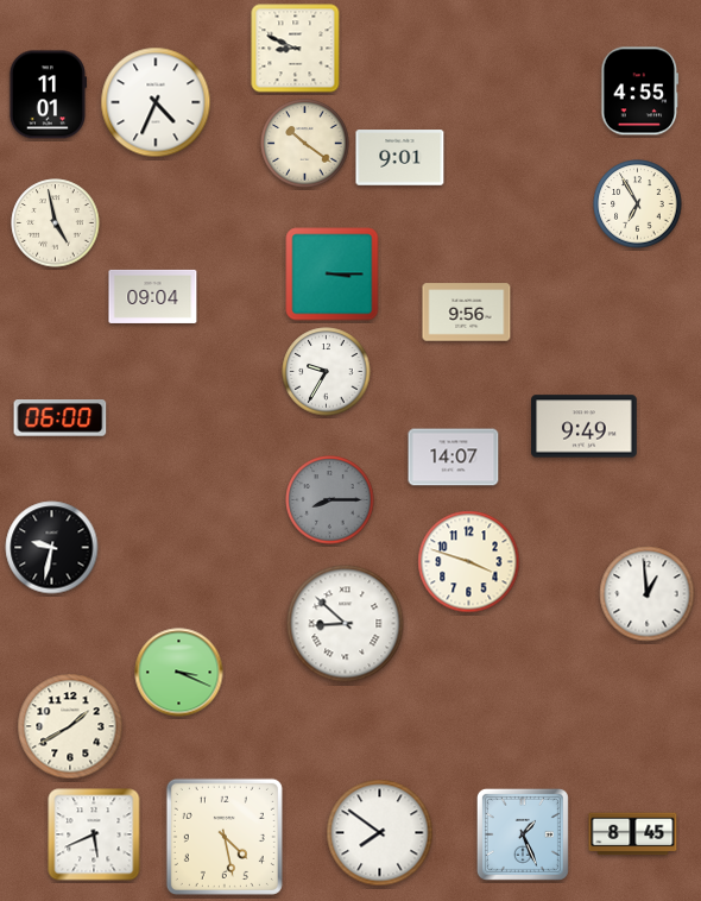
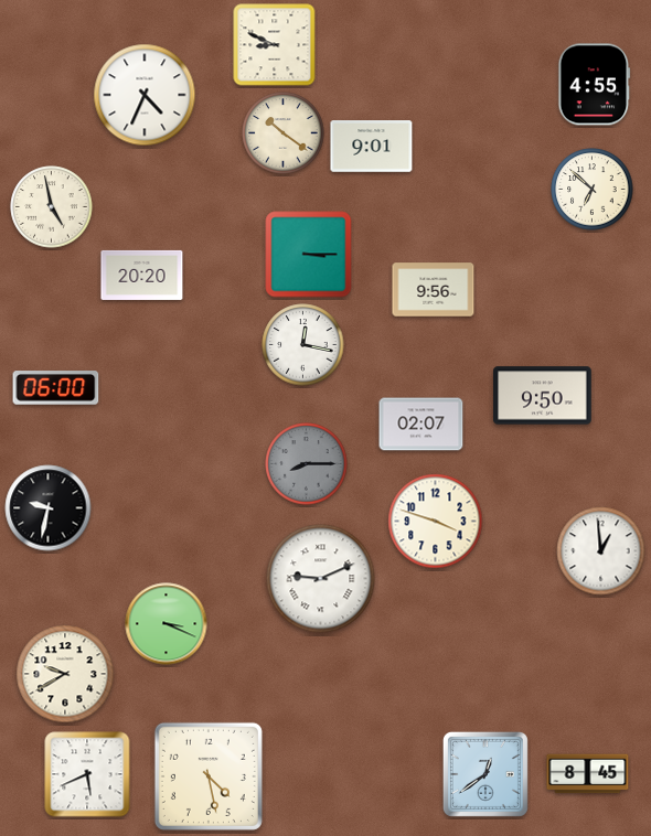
clock at (46, 95): 11:01 -> none
clock at (638, 204): 6:55 -> 6:52
clock at (153, 296): 09:04 -> 20:20
clock at (327, 372): 9:35 -> 12:17
clock at (585, 427): 9:49 -> 9:50
clock at (454, 458): 14:07 -> 02:07
clock at (346, 624): 8:52 -> 9:11
clock at (70, 726): 1:40 -> 9:40
clock at (380, 833): 7:51 -> none
clock at (523, 834): 1:26 -> 12:39
